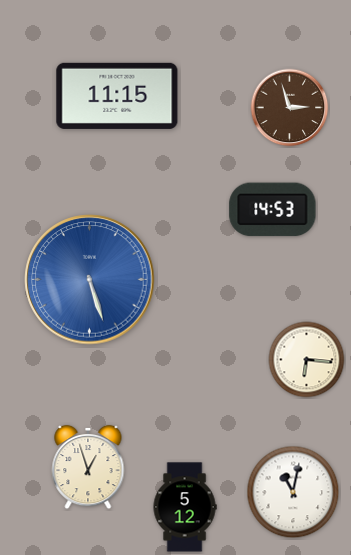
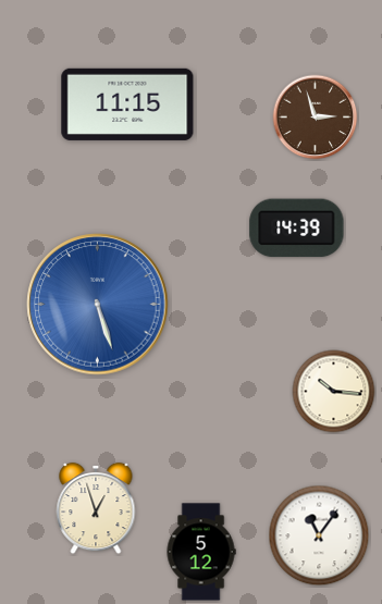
clock at (273, 210): 14:53 -> 14:39
clock at (307, 360): 6:16 -> 10:16
clock at (293, 492): 11:02 -> 11:06
